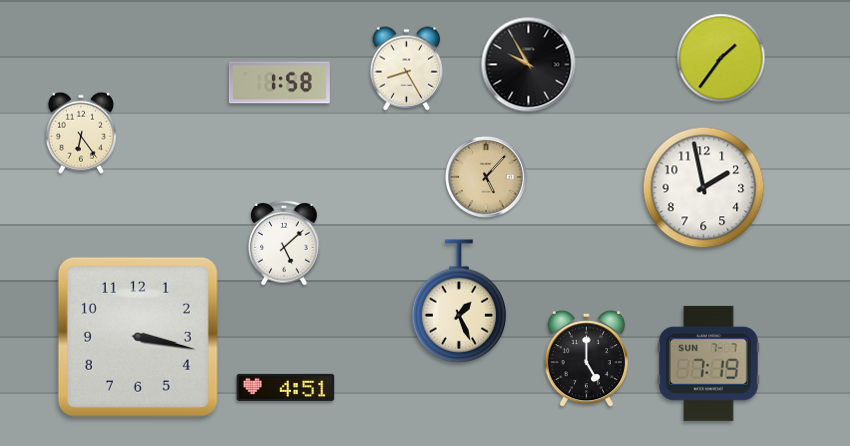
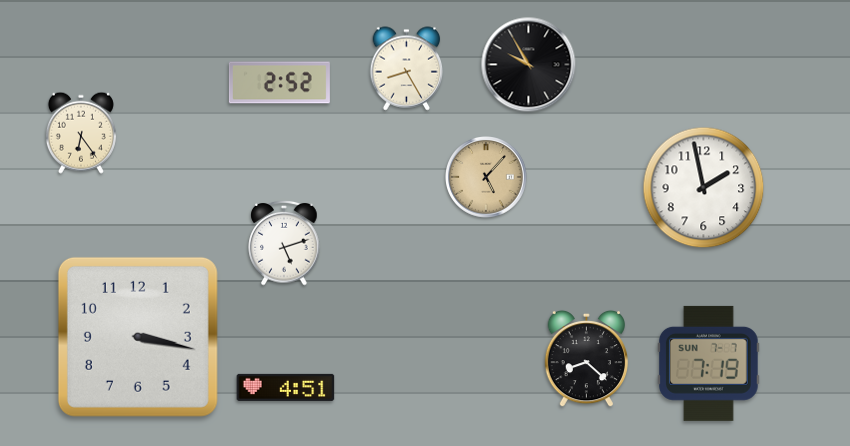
clock at (721, 58): 1:36 -> none
clock at (279, 83): 1:58 -> 2:52
clock at (284, 243): 5:08 -> 5:12
clock at (458, 301): 1:26 -> none
clock at (586, 359): 5:00 -> 8:22
